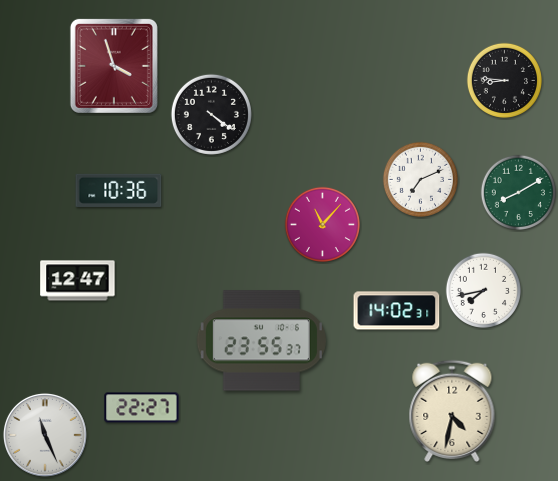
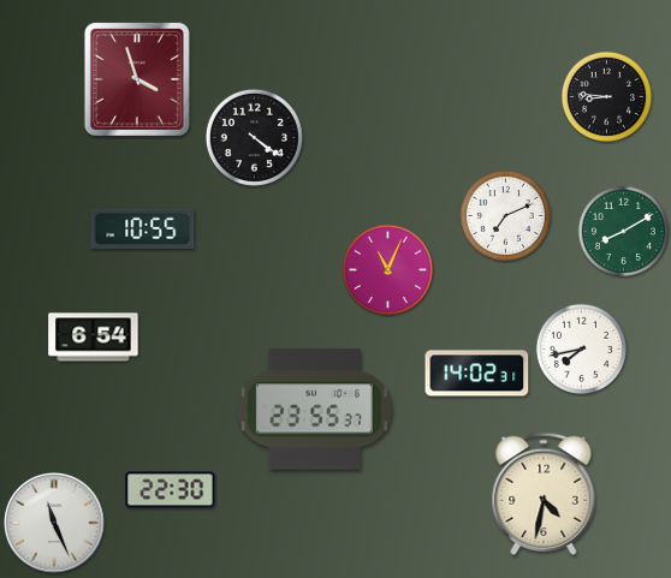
clock at (119, 190): 10:36 -> 10:55
clock at (322, 224): 11:07 -> 11:04
clock at (78, 281): 12:47 -> 6:54
clock at (142, 408): 22:27 -> 22:30
